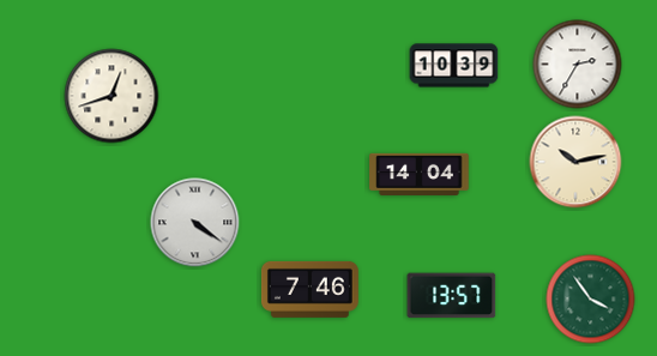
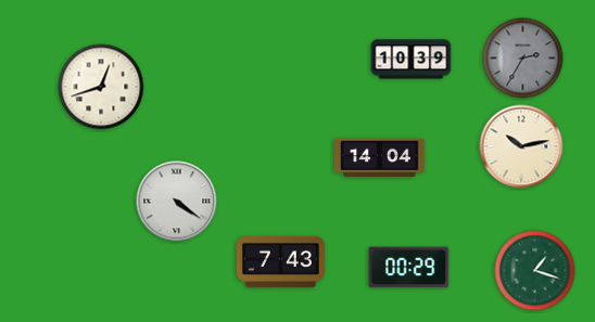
clock at (578, 65) dial: white -> grey
clock at (309, 289): 7:46 -> 7:43
clock at (452, 296): 13:57 -> 00:29
clock at (591, 300): 3:54 -> 1:18
